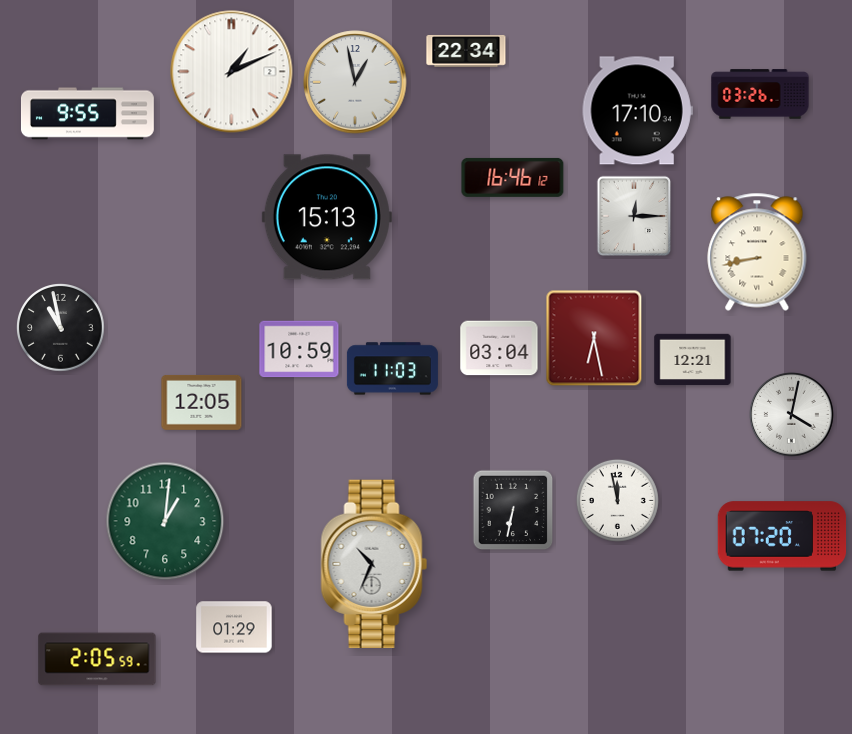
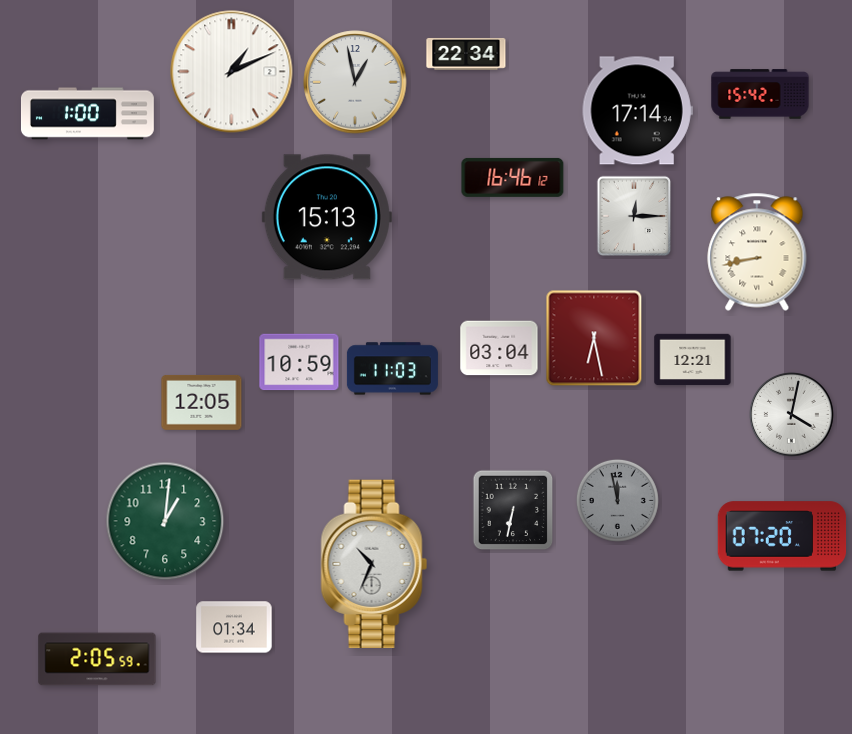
clock at (466, 51) position: (466, 51) -> (466, 54)
clock at (760, 94): 03:26 -> 15:42
clock at (637, 111): 17:10 -> 17:14
clock at (87, 114): 9:55 -> 1:00
clock at (61, 328): 10:58 -> none
clock at (299, 349) position: (299, 349) -> (299, 362)
clock at (617, 500) dial: white -> grey
clock at (234, 627): 01:29 -> 01:34
